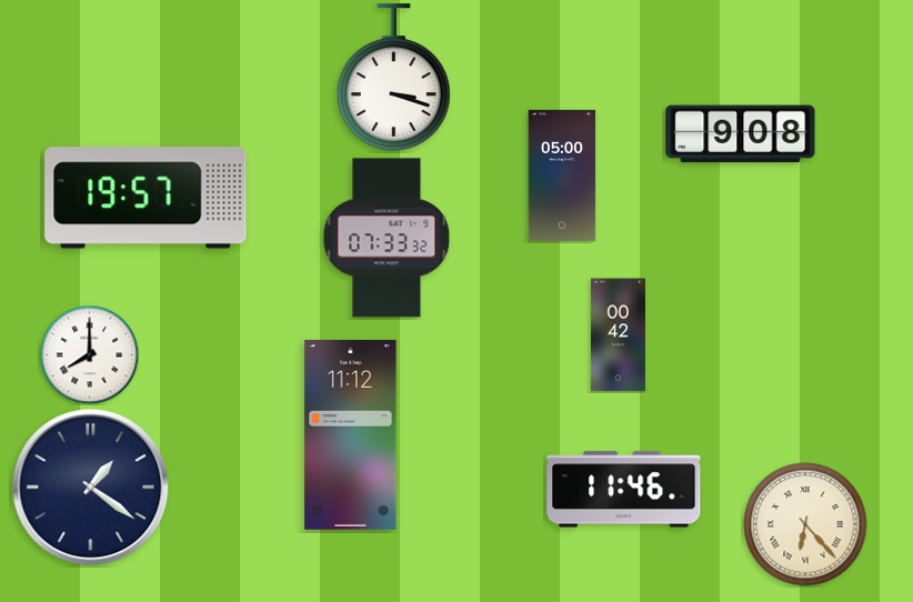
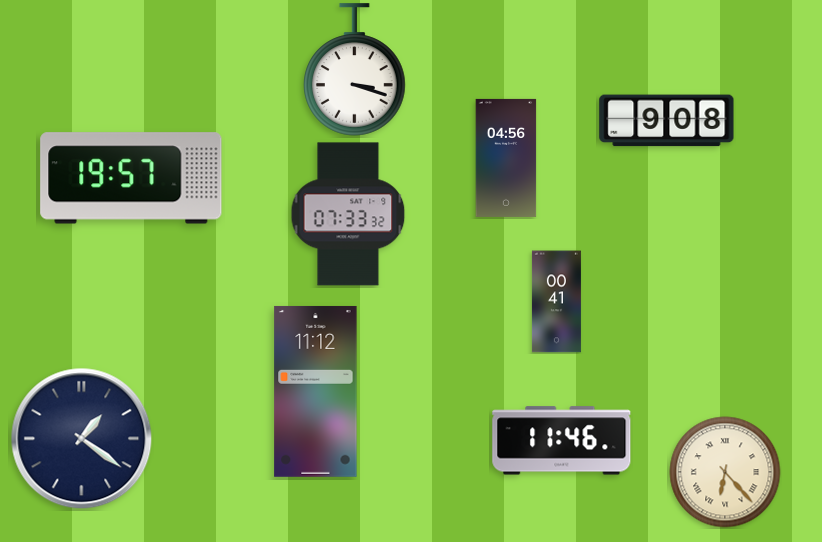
clock at (562, 175): 05:00 -> 04:56
clock at (618, 335): 00:42 -> 00:41
clock at (89, 354): 8:00 -> none
